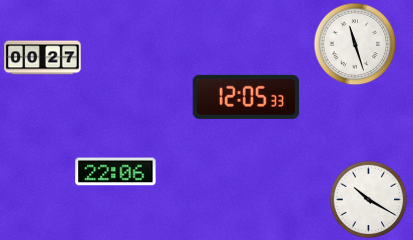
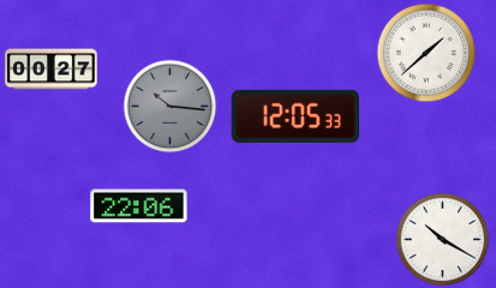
clock at (355, 44): 11:27 -> 1:38
clock at (169, 106): none -> 10:16
